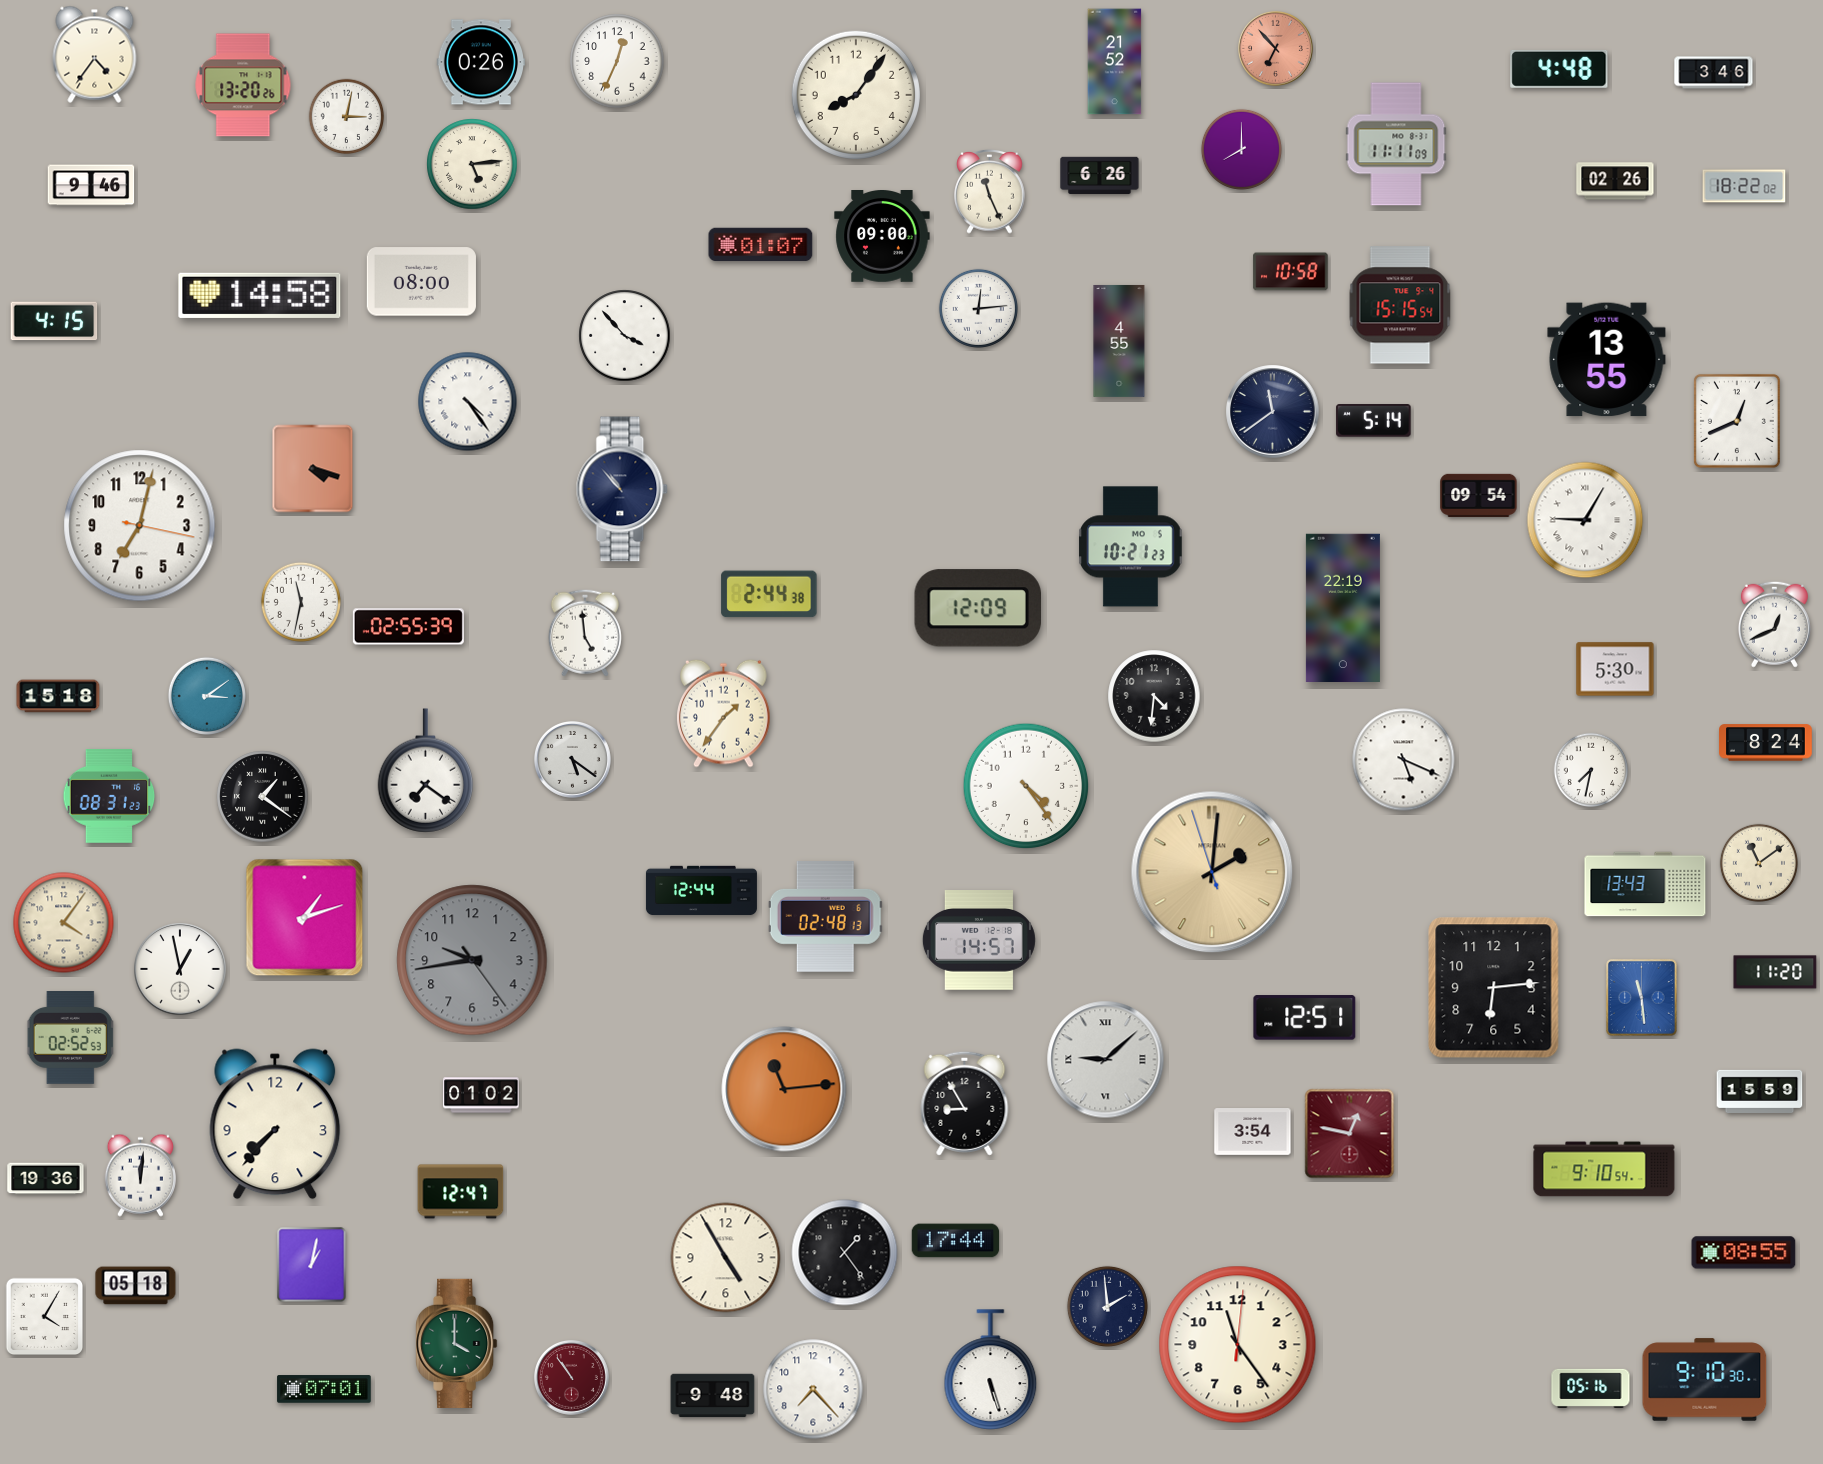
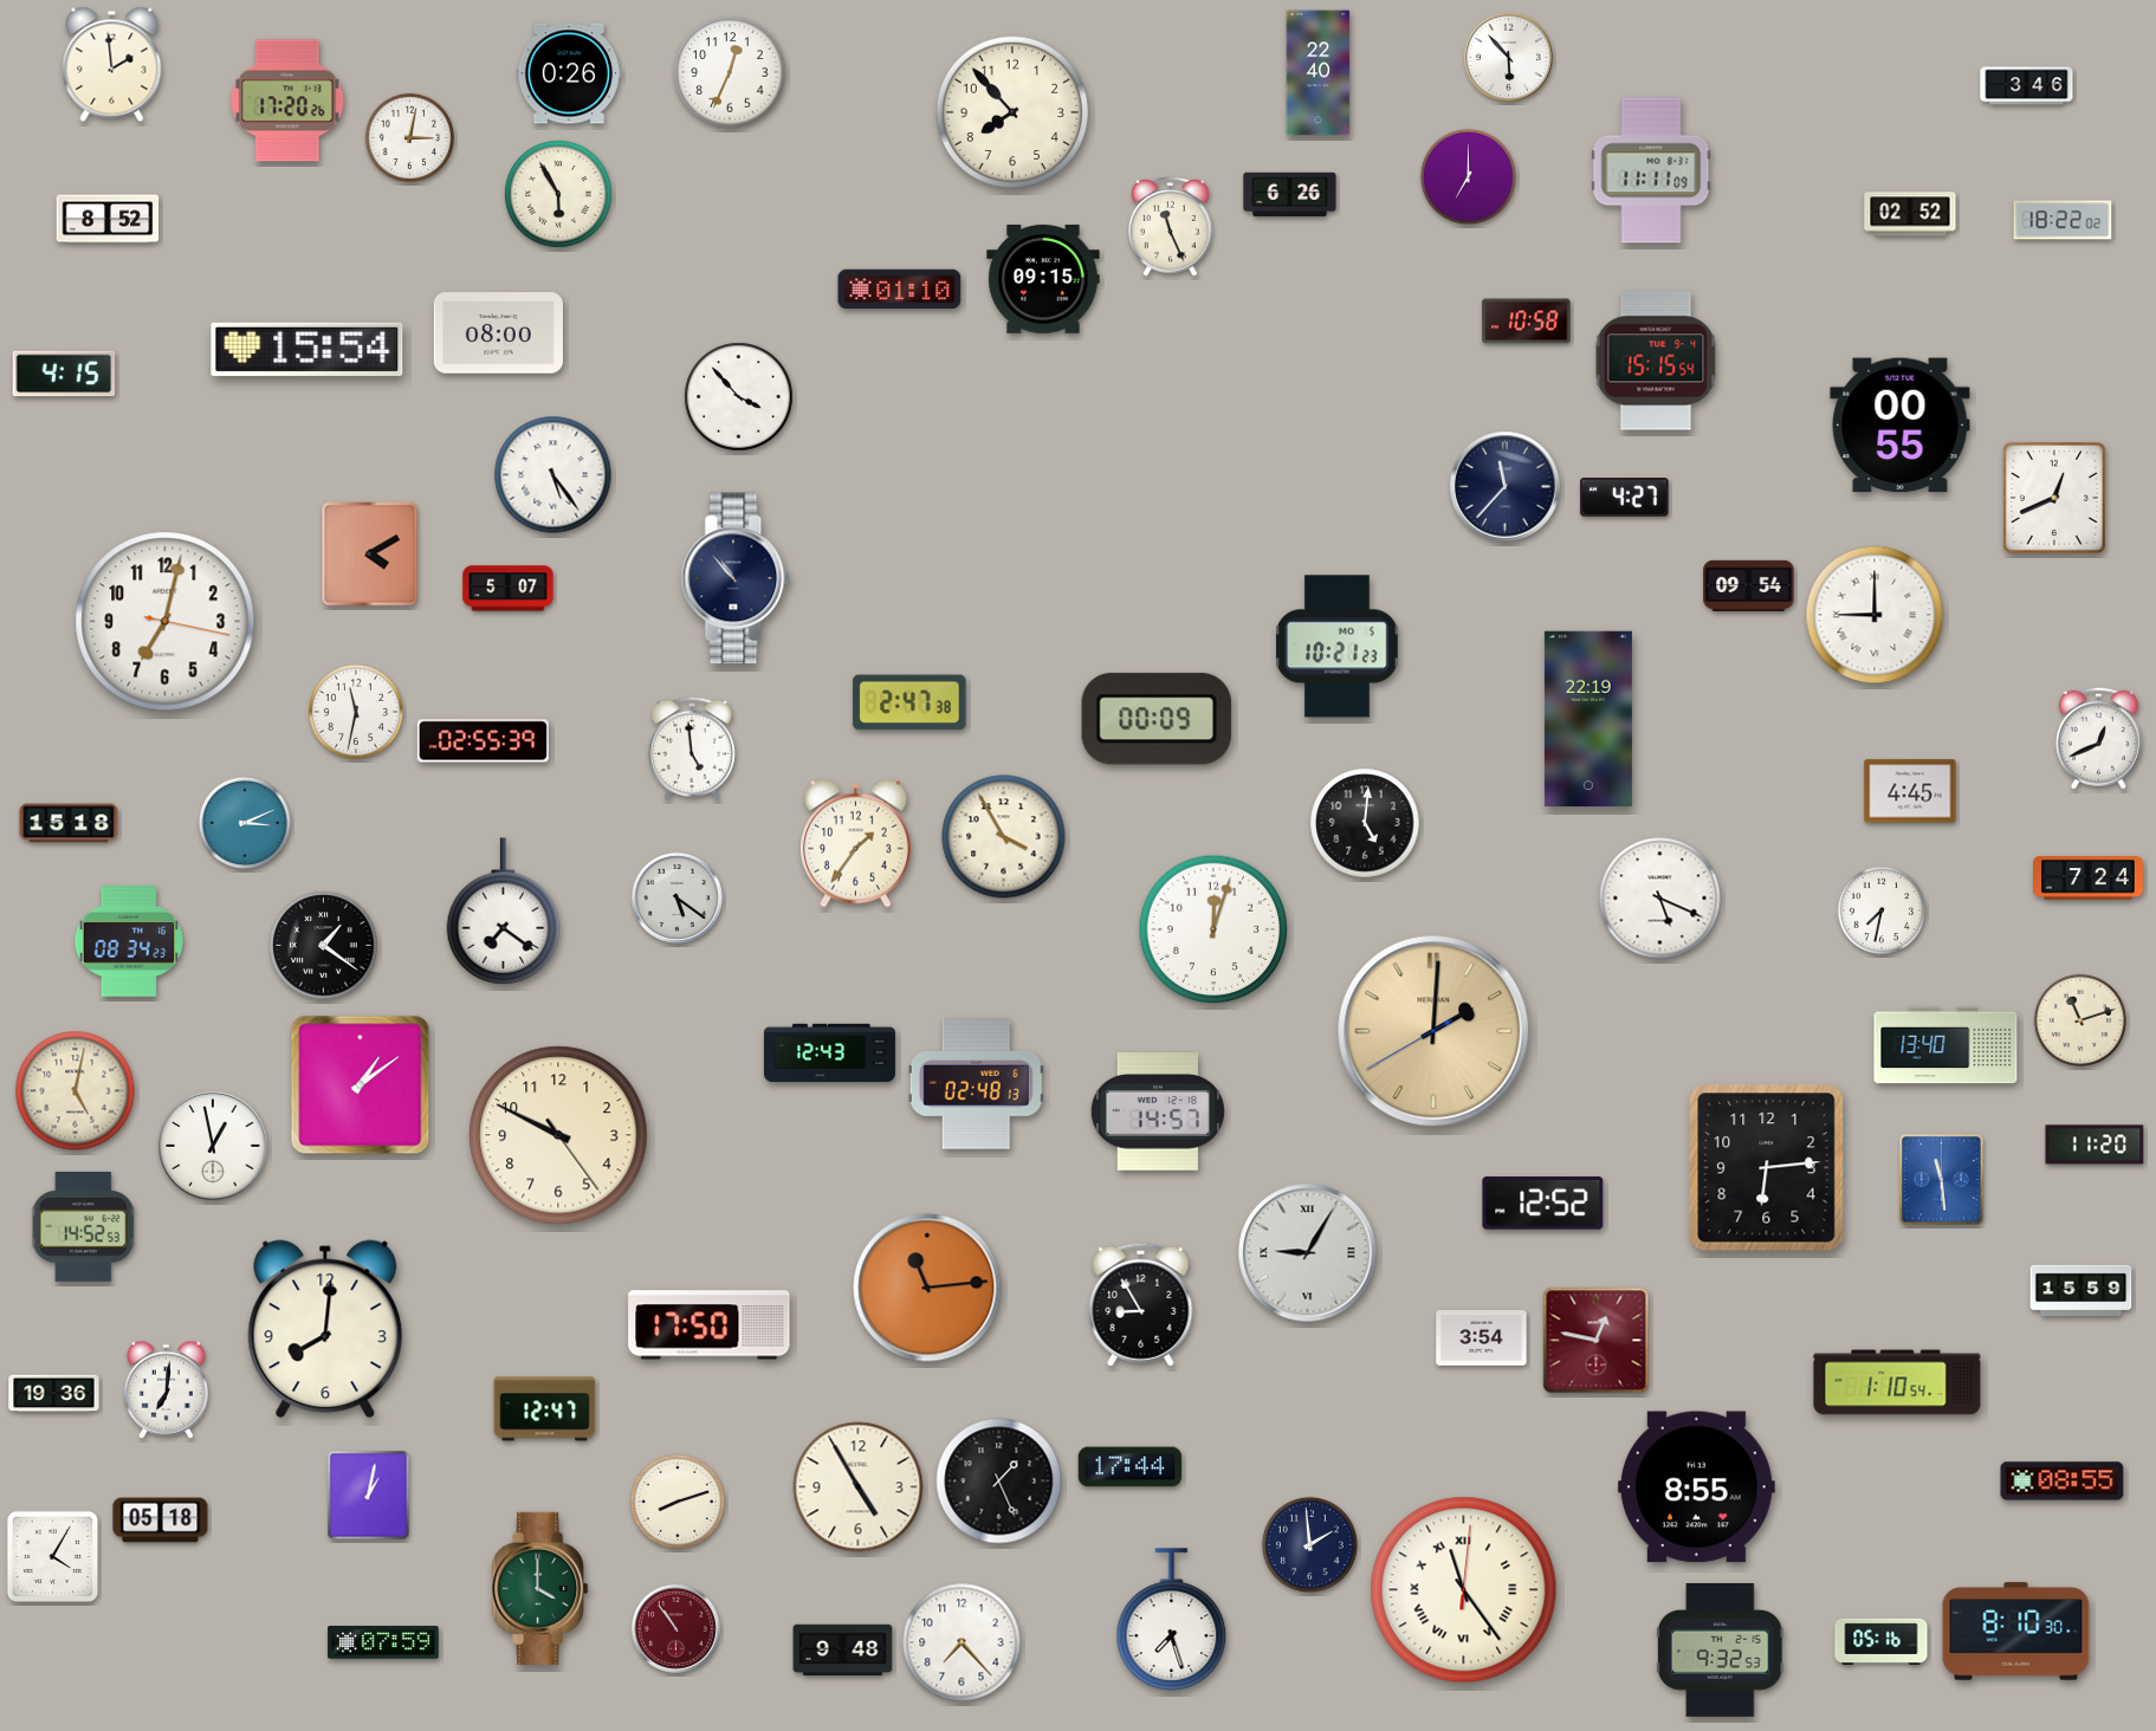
clock at (1275, 48): 6:53 -> 5:53
clock at (1275, 48) dial: salmon -> white
clock at (95, 54): 4:36 -> 1:59
clock at (1115, 62): 21:52 -> 22:40
clock at (1559, 69): 4:48 -> none
clock at (243, 85): 13:20 -> 17:20
clock at (855, 95): 8:06 -> 7:53
clock at (1241, 149): 8:00 -> 7:00
clock at (472, 164): 5:14 -> 5:55
clock at (1100, 176) position: (1100, 176) -> (1290, 195)
clock at (1615, 181): 02:26 -> 02:52
clock at (91, 185): 9:46 -> 8:52
clock at (882, 237): 09:00 -> 09:15
clock at (761, 245): 01:07 -> 01:10
clock at (260, 295): 14:58 -> 15:54
clock at (978, 308): 12:14 -> none
clock at (54, 321) position: (54, 321) -> (64, 374)
clock at (1119, 341): 4:55 -> none
clock at (1607, 360): 13:55 -> 00:55
clock at (468, 402): 4:24 -> 5:24
clock at (1273, 412): 11:39 -> 11:37
clock at (1374, 421): 5:14 -> 4:27
clock at (313, 469): 4:18 -> 4:10
clock at (509, 589): none -> 5:07
clock at (1585, 520): 9:05 -> 9:00
clock at (769, 594): 2:44 -> 2:47
clock at (977, 608): 12:09 -> 00:09
clock at (1615, 669): 5:30 -> 4:45
clock at (207, 696): 3:09 -> 3:11
clock at (1154, 696): 4:31 -> 5:01
clock at (1004, 837): none -> 3:55
clock at (1766, 743): 8:24 -> 7:24
clock at (1026, 786): 4:24 -> 12:03
clock at (109, 796): 08:31 -> 08:34
clock at (263, 797) position: (263, 797) -> (324, 946)
clock at (1759, 863): 11:09 -> 11:12
clock at (1212, 872): 2:00:57 -> 2:00:40
clock at (1645, 884): 13:43 -> 13:40
clock at (701, 891): 12:44 -> 12:43
clock at (305, 918): 1:12 -> 1:09
clock at (64, 923): 4:06 -> 5:02
clock at (472, 960): 9:43 -> 9:49
clock at (472, 960) dial: grey -> cream
clock at (1775, 972) position: (1775, 972) -> (2095, 1145)
clock at (1305, 1018): 12:51 -> 12:52
clock at (71, 1038): 02:52 -> 14:52
clock at (1106, 1060): 9:08 -> 9:05
clock at (481, 1095): 01:02 -> none
clock at (710, 1325): none -> 17:50
clock at (275, 1124): 7:37 -> 8:01
clock at (1604, 1169): 9:10 -> 1:10
clock at (140, 1175): 12:01 -> 7:01
clock at (845, 1253): 1:24 -> 1:26
clock at (1696, 1487): none -> 8:55
clock at (678, 1502): none -> 8:12
clock at (1238, 1345) numerals: Arabic -> Roman
clock at (991, 1370): 5:27 -> 7:27
clock at (1705, 1380): 9:10 -> 8:10
clock at (324, 1389): 07:01 -> 07:59
clock at (1720, 1649): none -> 9:32
